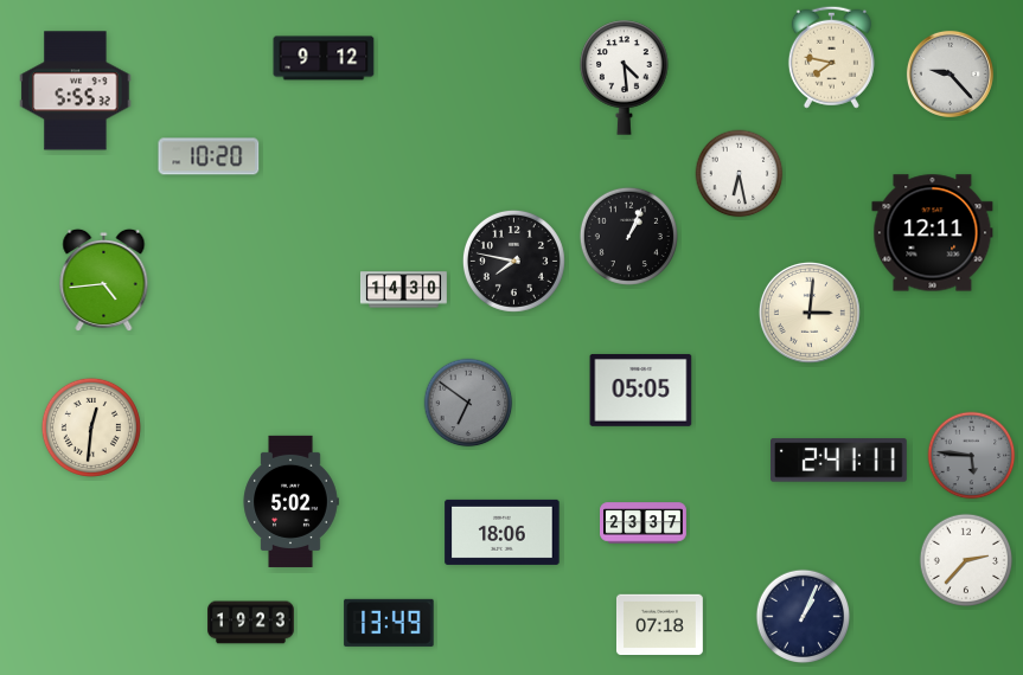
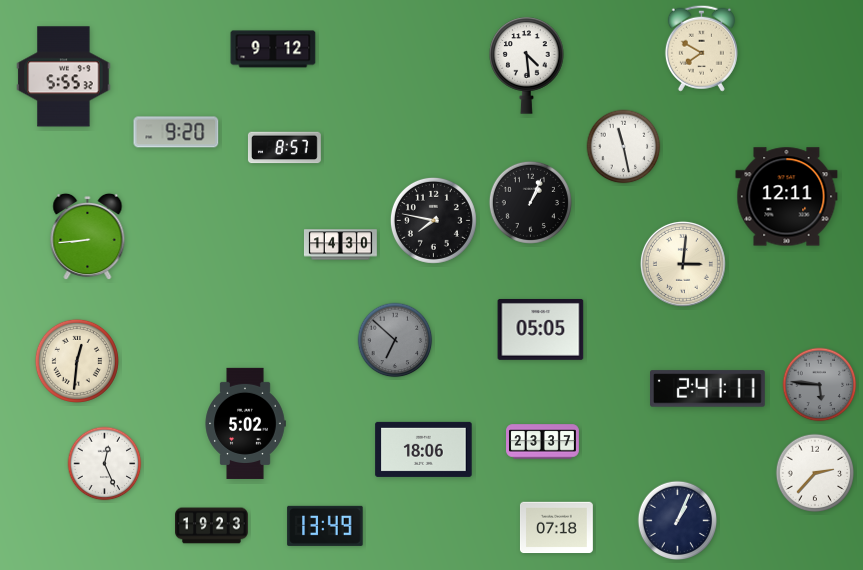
clock at (831, 57): 7:47 -> 7:50
clock at (950, 73): 9:23 -> none
clock at (209, 156): 10:20 -> 9:20
clock at (740, 174): 6:28 -> 11:28
clock at (284, 148): none -> 8:57
clock at (628, 236) position: (628, 236) -> (530, 202)
clock at (104, 281): 4:44 -> 8:44
clock at (468, 403): 6:51 -> 6:52
clock at (105, 464): none -> 12:26
clock at (389, 623) position: (389, 623) -> (325, 526)
